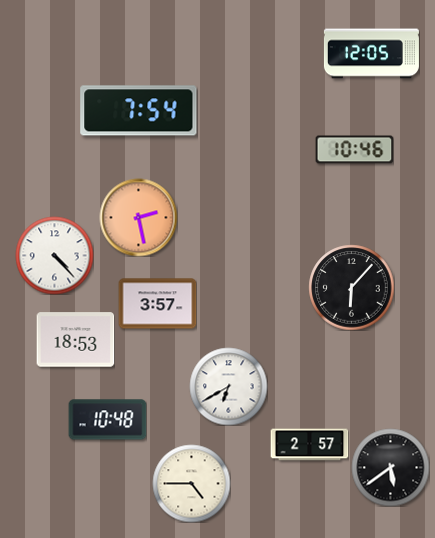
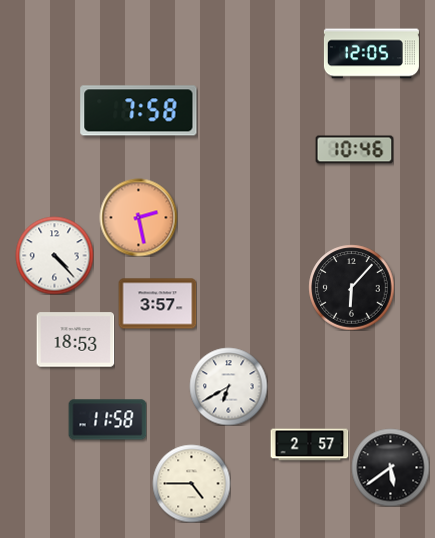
clock at (139, 111): 7:54 -> 7:58
clock at (107, 420): 10:48 -> 11:58
